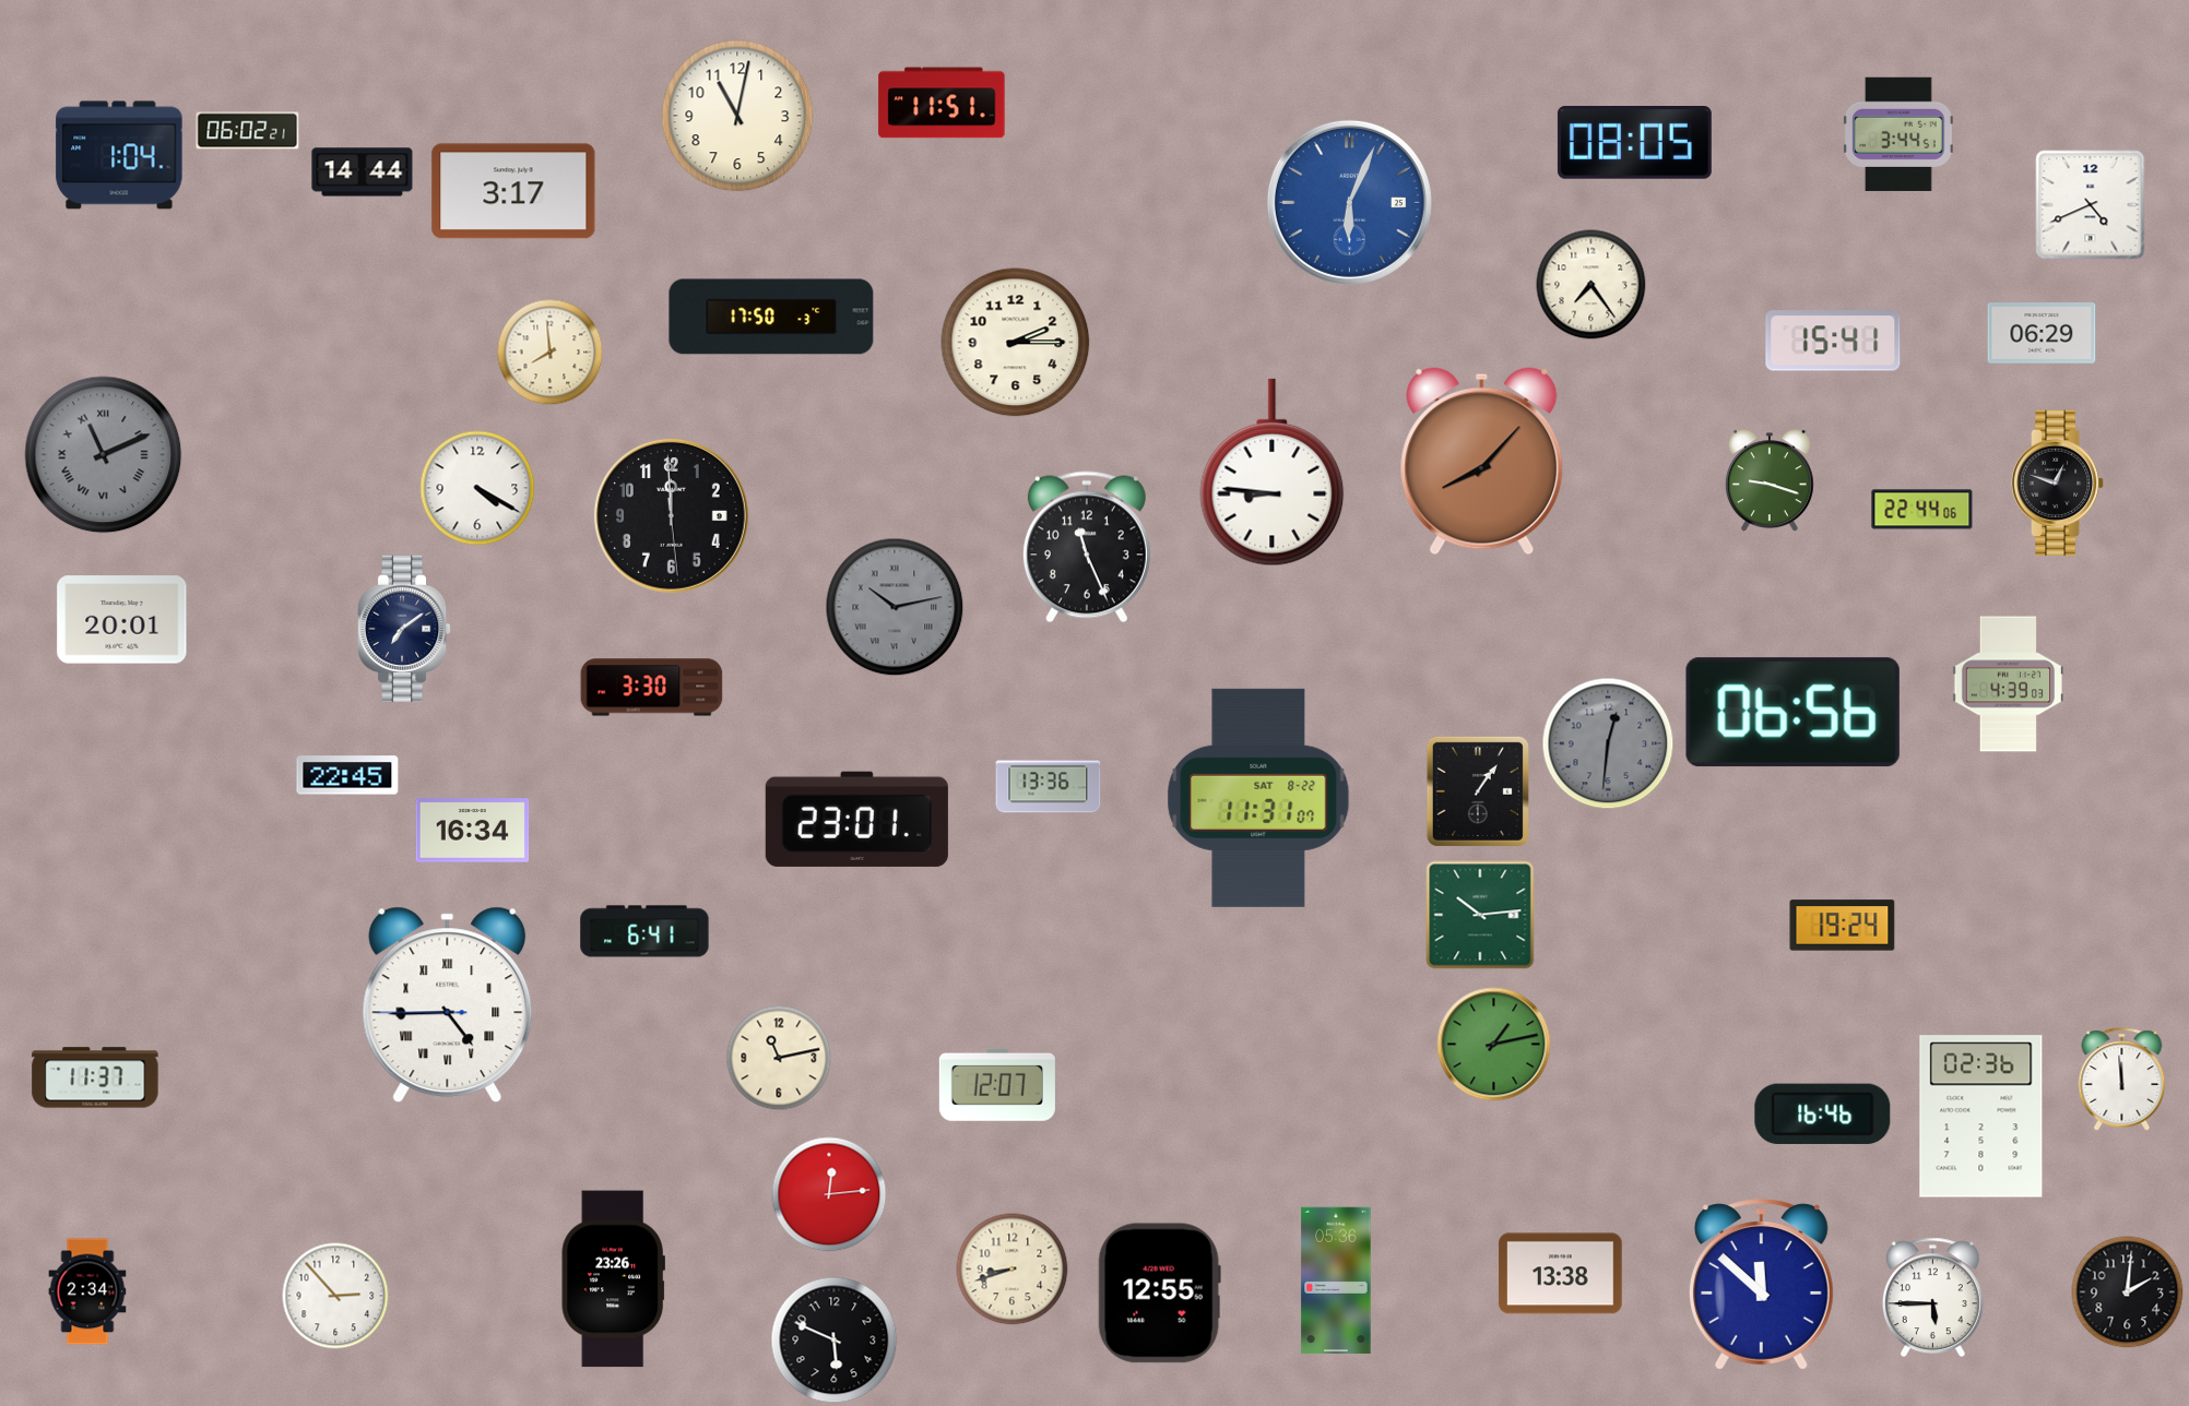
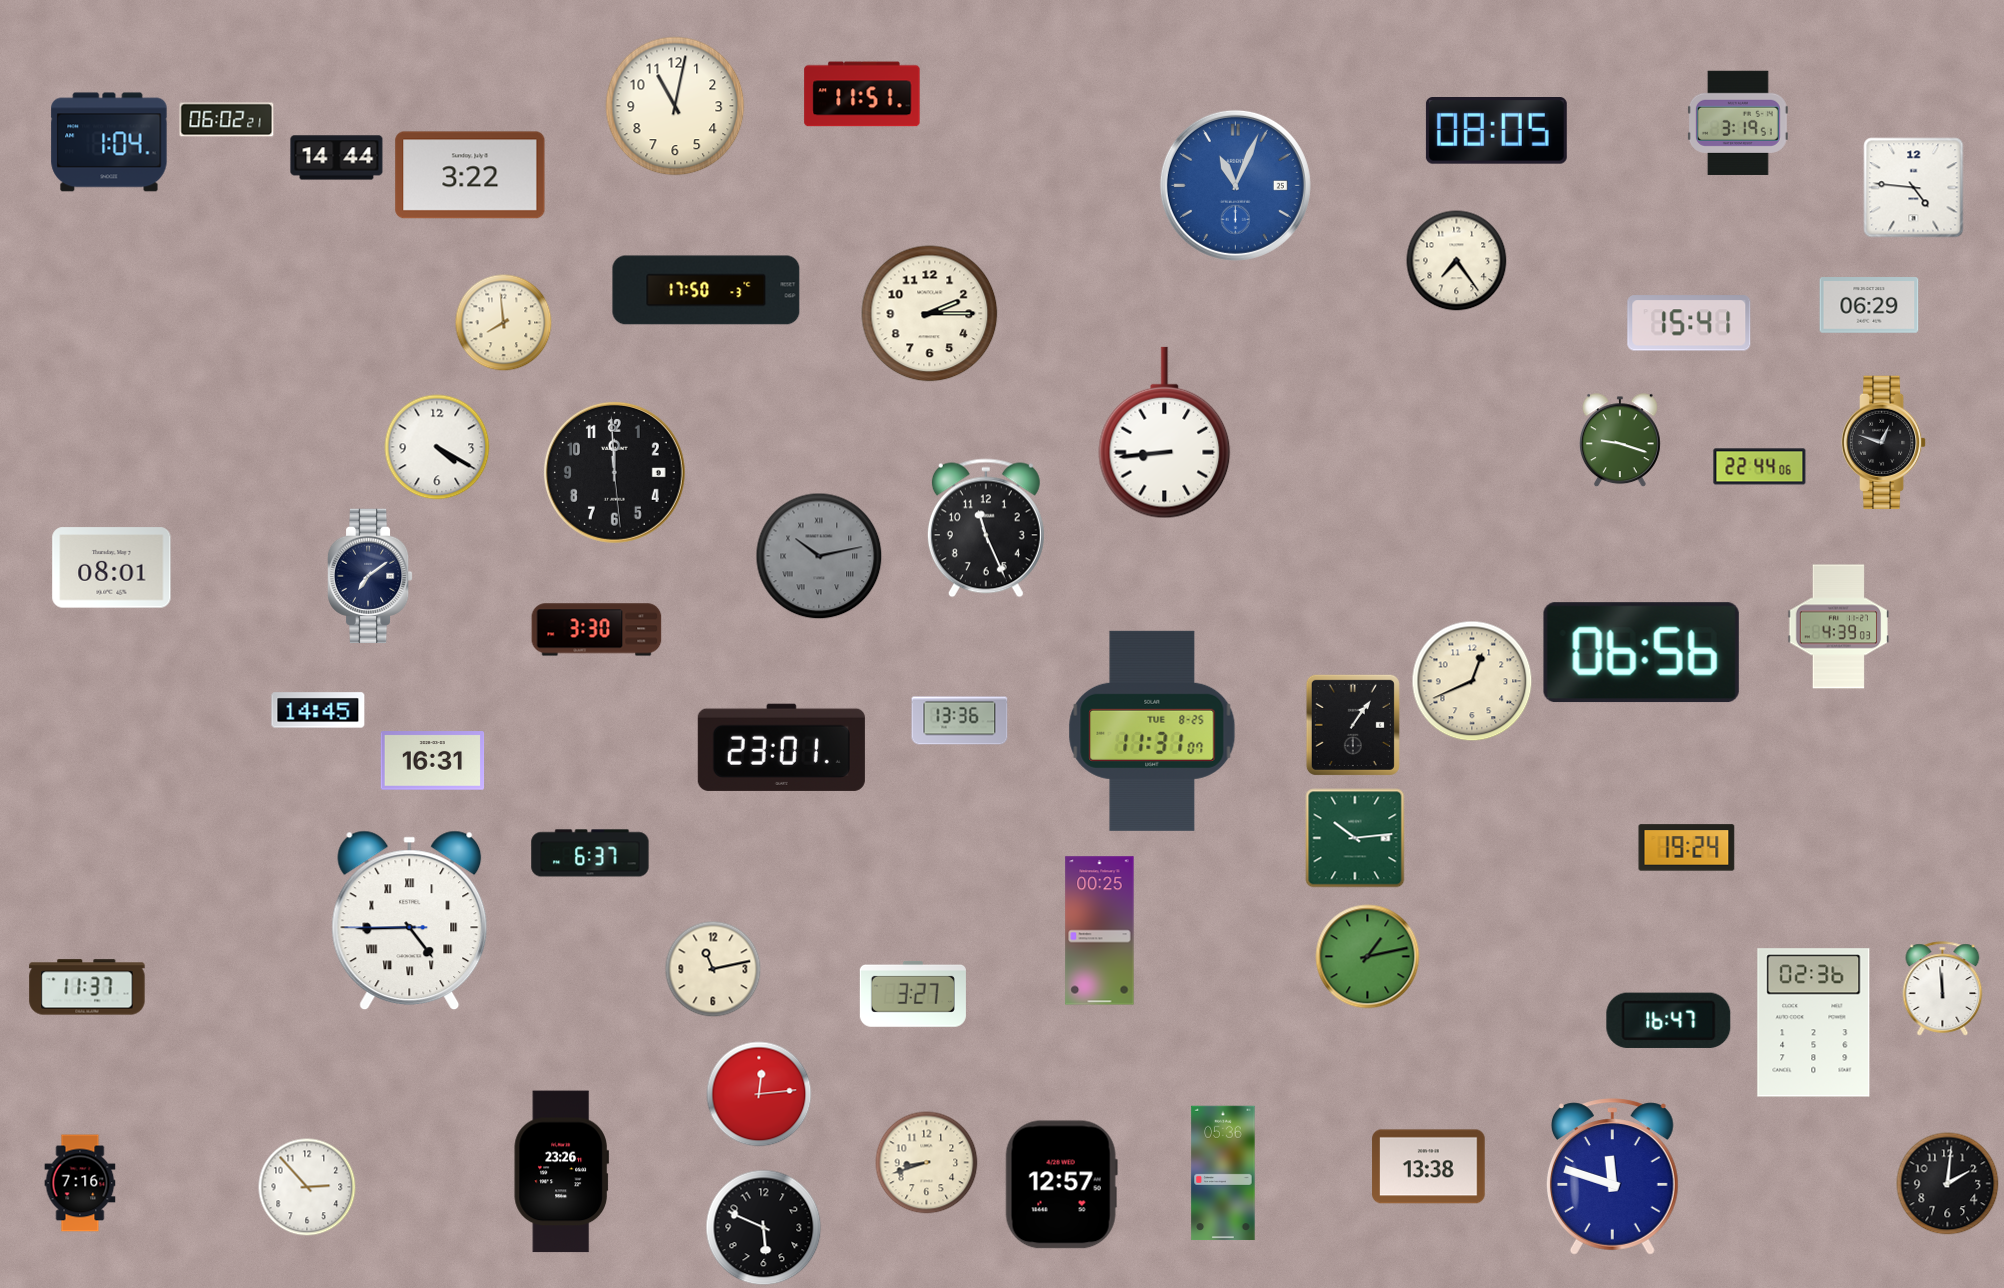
clock at (1898, 134): 3:44 -> 3:19
clock at (363, 172) position: (363, 172) -> (337, 158)
clock at (513, 191): 3:17 -> 3:22
clock at (1349, 202): 6:04 -> 11:04
clock at (2091, 205): 4:41 -> 4:46
clock at (1833, 341) position: (1833, 341) -> (1689, 323)
clock at (104, 455): 11:11 -> none
clock at (1482, 462): 8:07 -> none
clock at (1273, 473): 8:46 -> 8:44
clock at (1087, 547) position: (1087, 547) -> (986, 528)
clock at (122, 620): 20:01 -> 08:01
clock at (1608, 743): 12:31 -> 12:41
clock at (1608, 743) dial: grey -> cream
clock at (347, 775): 22:45 -> 14:45
clock at (1258, 798) date: SAT 8-22 -> TUE 8-25
clock at (856, 819) position: (856, 819) -> (781, 747)
clock at (473, 831): 16:34 -> 16:31
clock at (644, 931): 6:41 -> 6:37
clock at (1100, 931): none -> 00:25
clock at (997, 1085): 12:07 -> 3:27
clock at (1823, 1113): 16:46 -> 16:47
clock at (1761, 1285): 11:52 -> 11:48
clock at (87, 1291): 2:34 -> 7:16
clock at (1159, 1294): 12:55 -> 12:57
clock at (1932, 1298): 5:45 -> none
